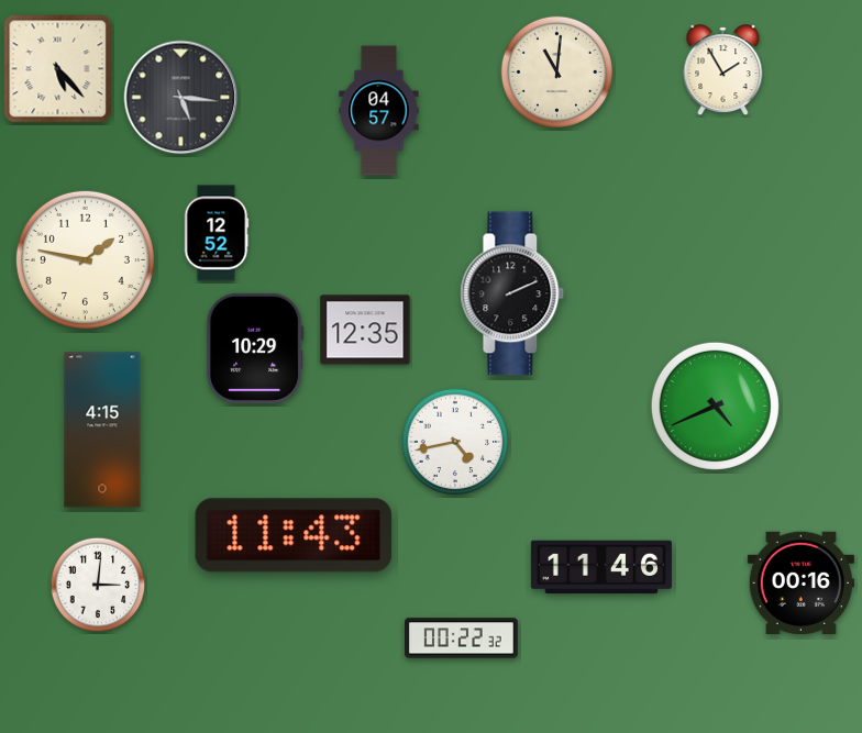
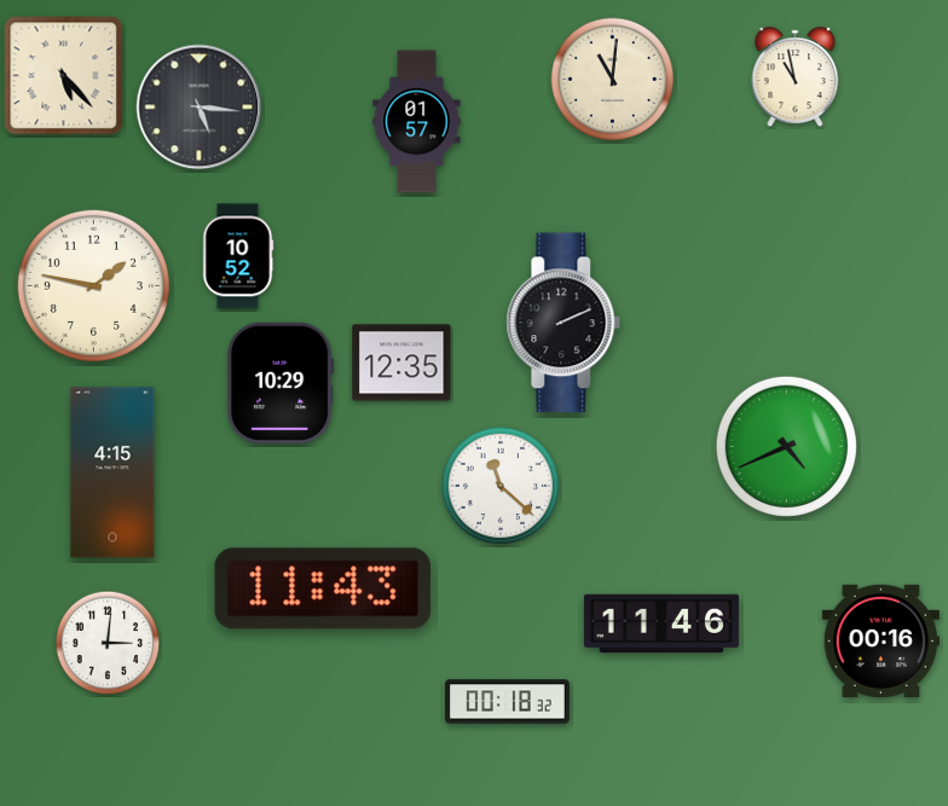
clock at (723, 69): 1:55 -> 10:58
clock at (379, 111): 04:57 -> 01:57
clock at (217, 233): 12:52 -> 10:52
clock at (455, 442): 4:43 -> 11:22
clock at (462, 638): 00:22 -> 00:18
